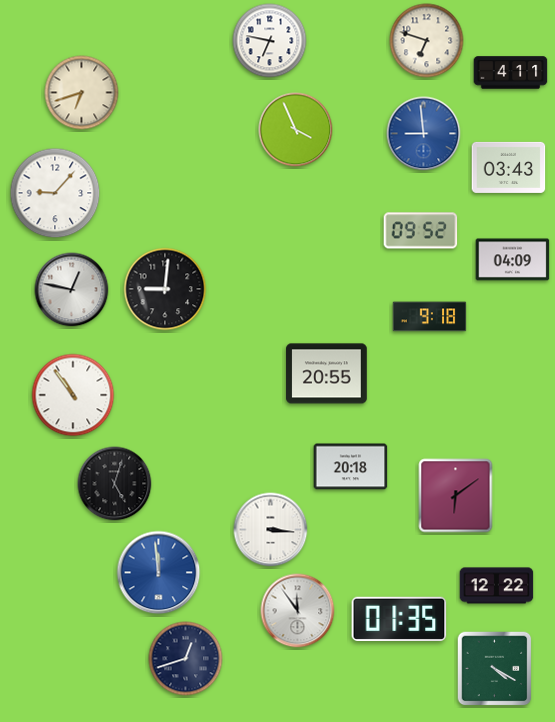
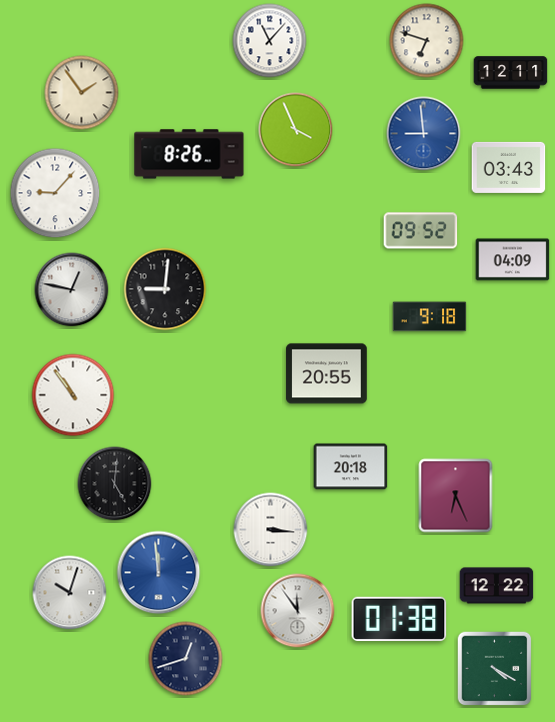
clock at (270, 41): 6:47 -> 11:07
clock at (511, 73): 4:11 -> 12:11
clock at (82, 93): 6:42 -> 1:54
clock at (189, 154): none -> 8:26
clock at (115, 484): 5:03 -> 5:01
clock at (456, 496): 6:09 -> 6:26
clock at (70, 593): none -> 10:03
clock at (399, 618): 01:35 -> 01:38
